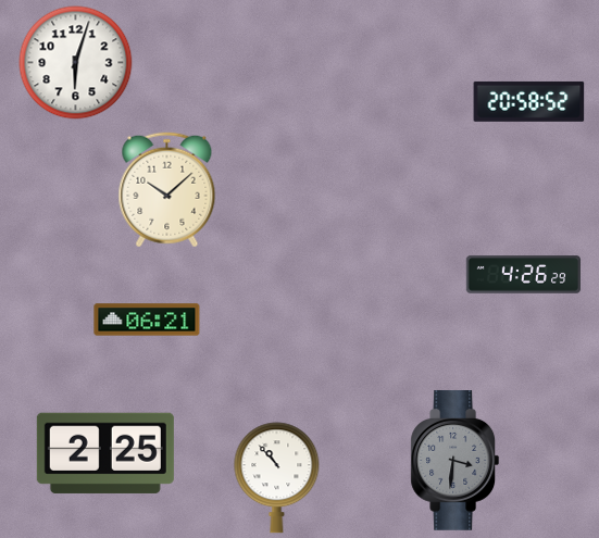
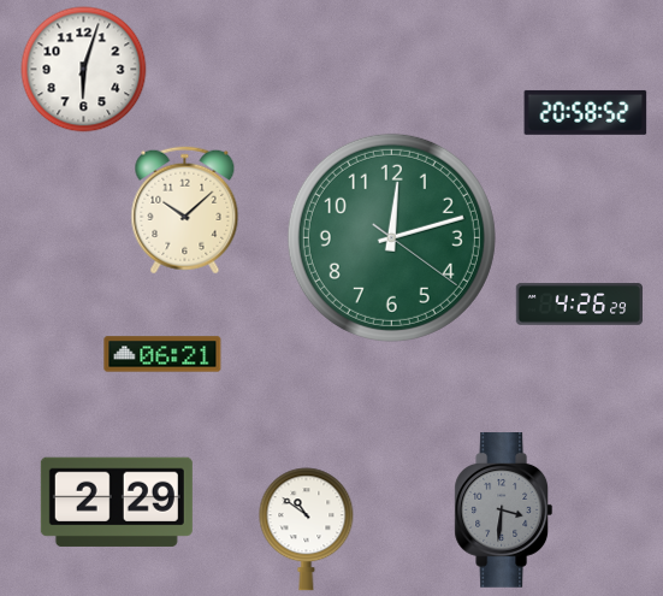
clock at (391, 237): none -> 12:12
clock at (105, 453): 2:25 -> 2:29
clock at (277, 478): 10:53 -> 10:51
